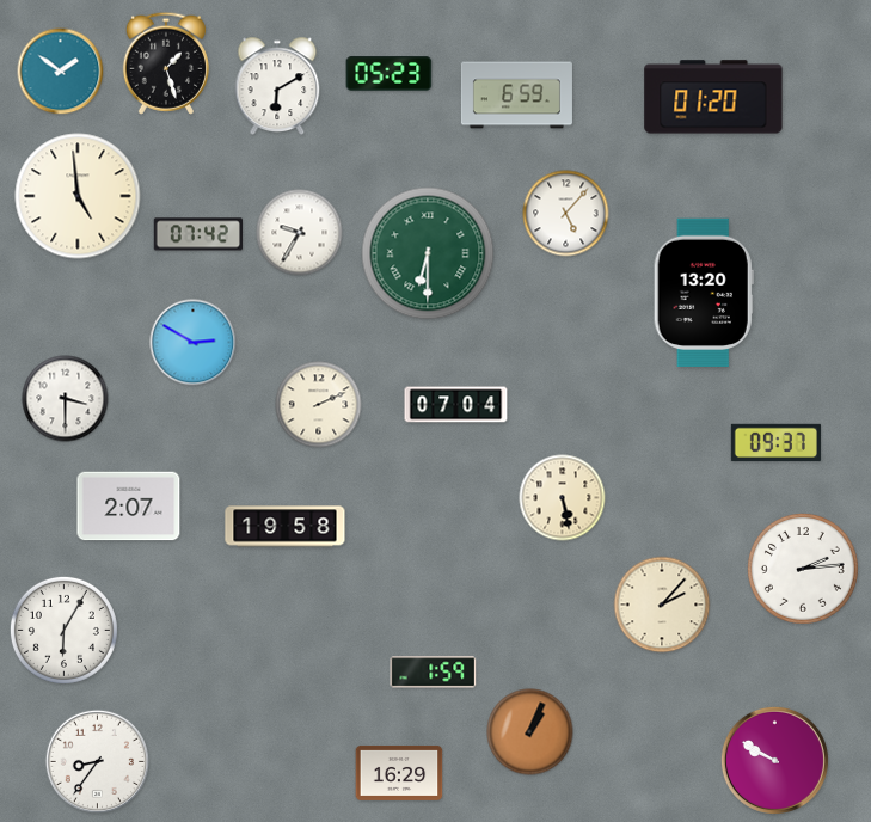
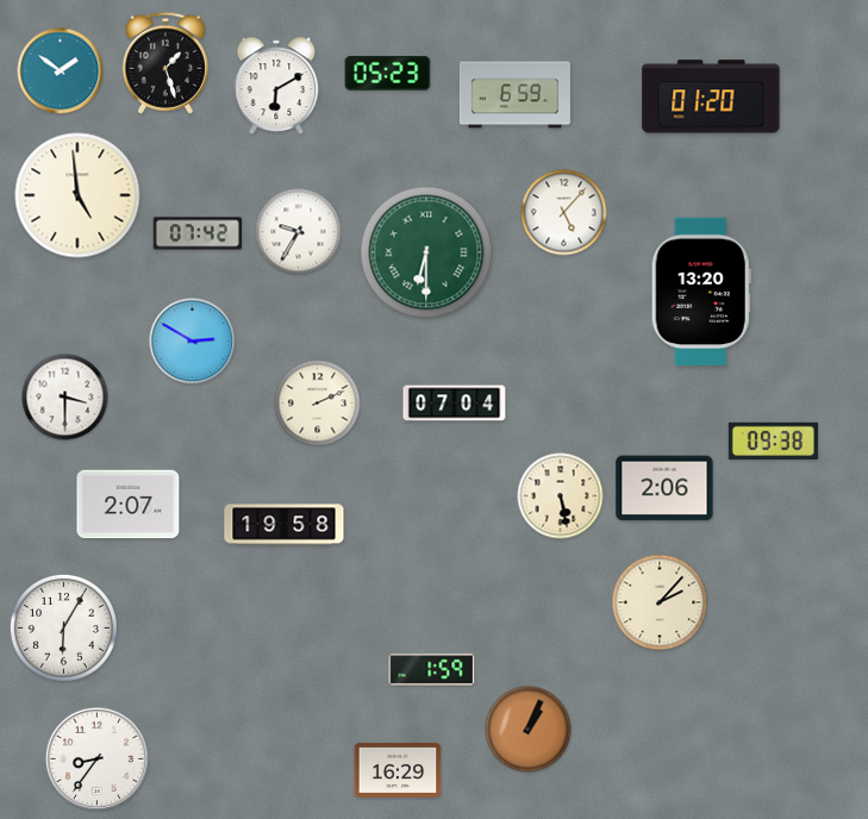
clock at (775, 443): 09:37 -> 09:38
clock at (664, 488): none -> 2:06
clock at (803, 569): 2:14 -> none
clock at (774, 760): 9:50 -> none
